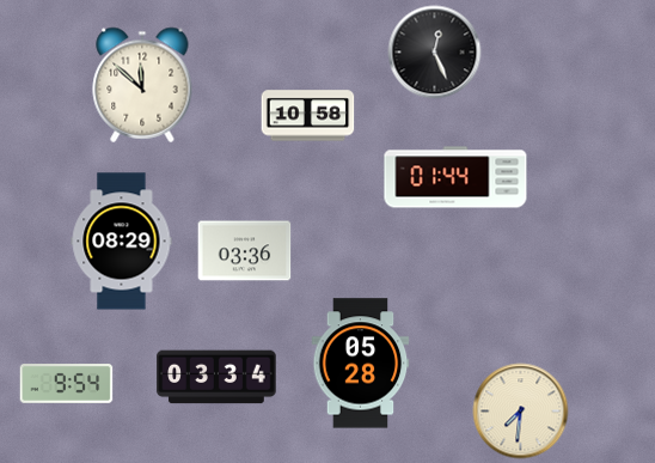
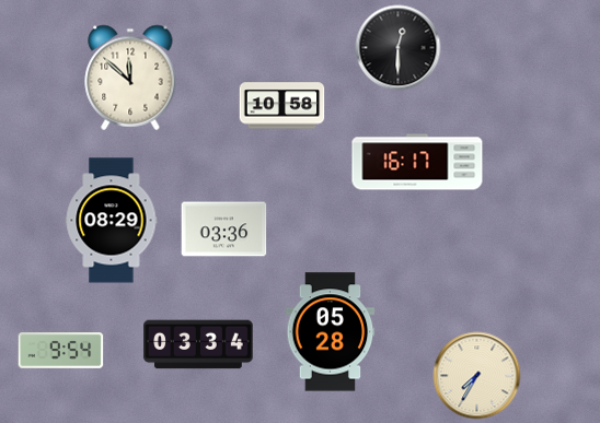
clock at (434, 51): 12:26 -> 12:30
clock at (455, 177): 01:44 -> 16:17
clock at (520, 410): 7:31 -> 7:35
